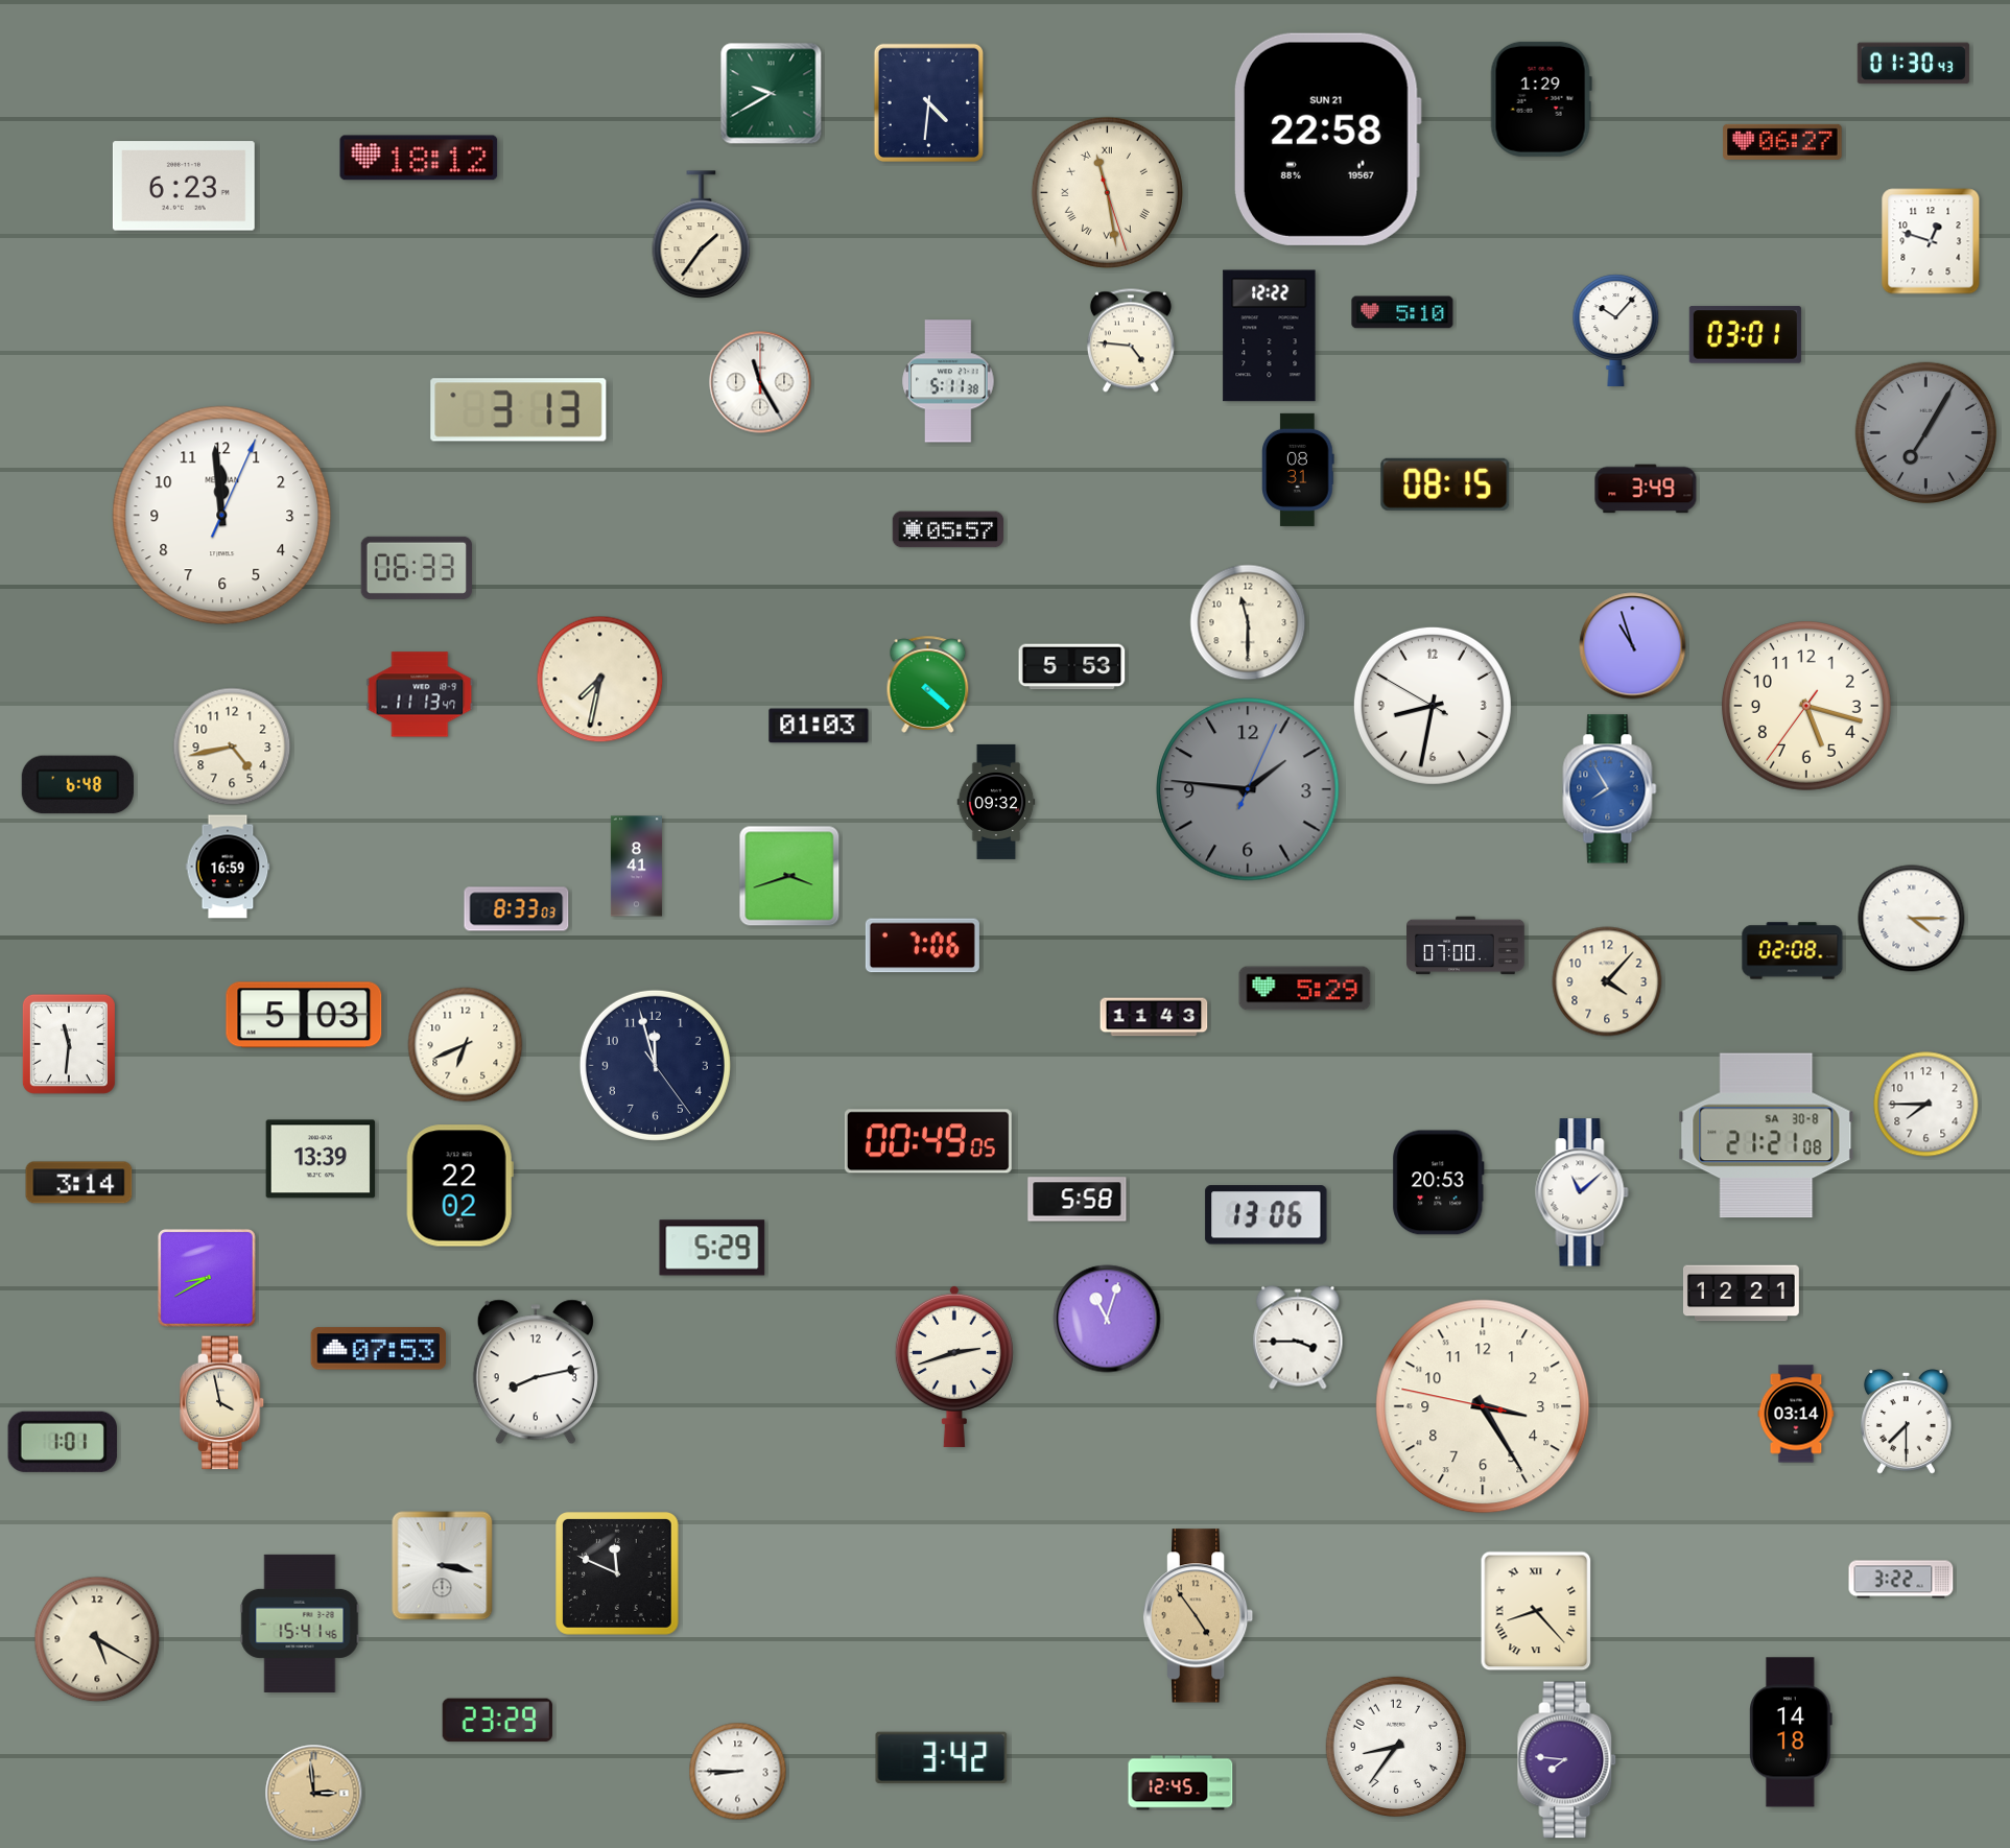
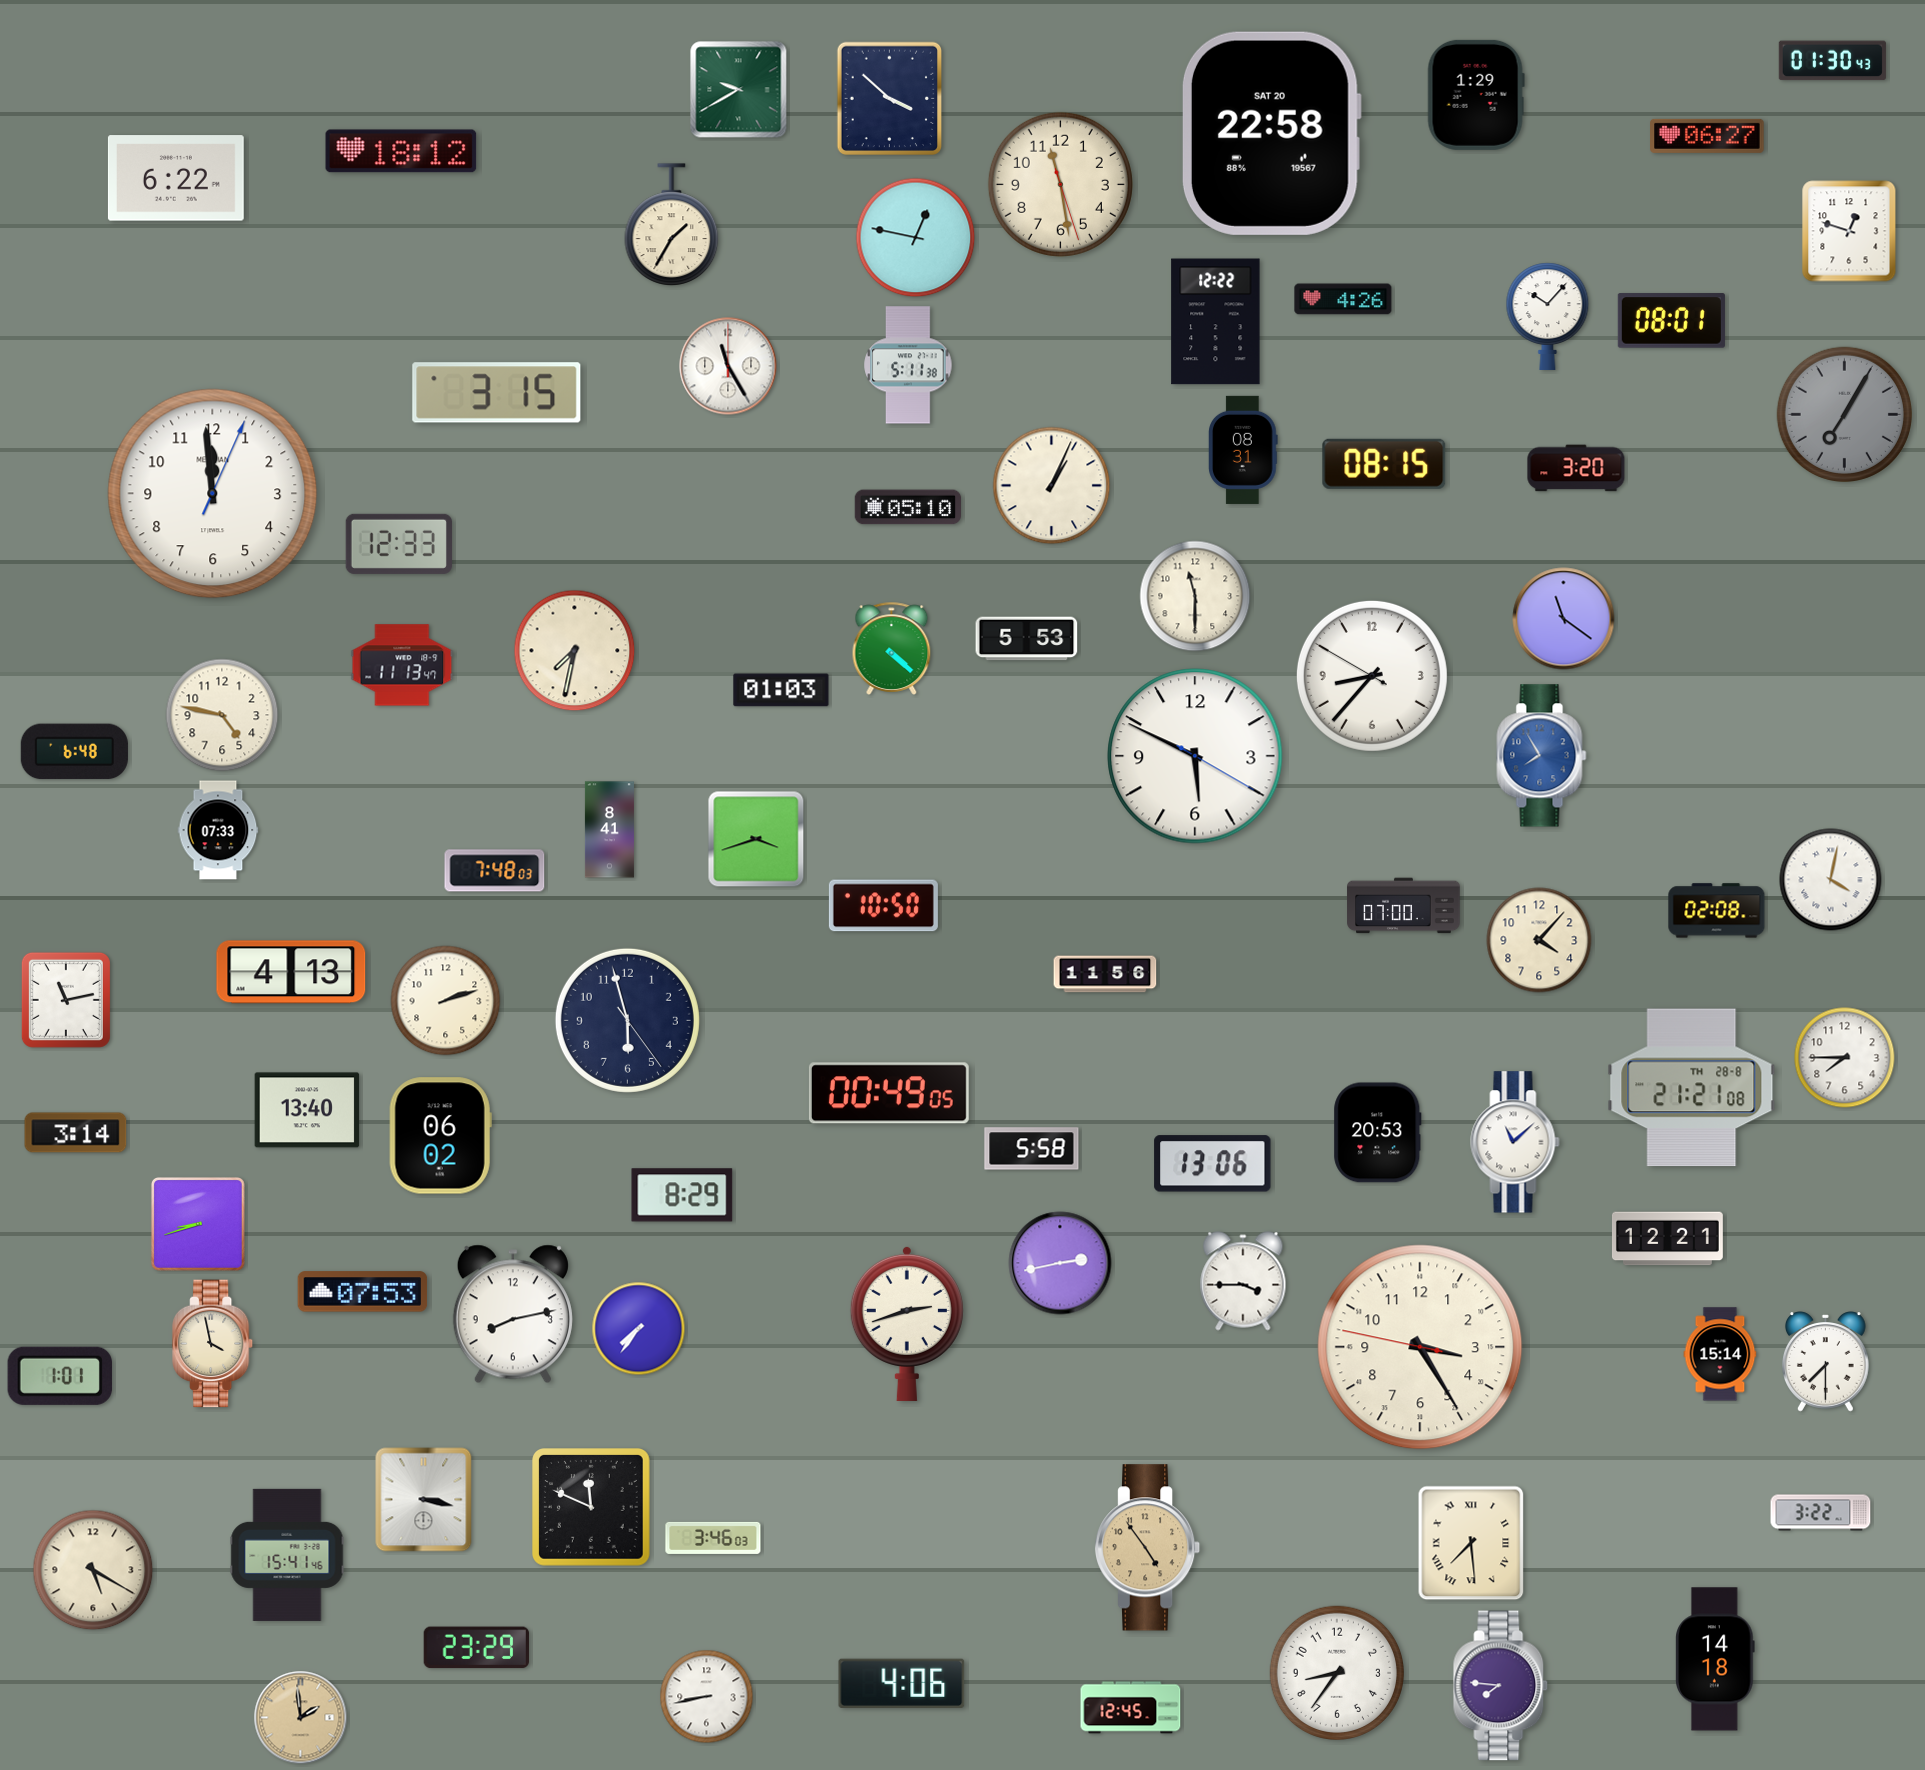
clock at (928, 103): 4:31 -> 3:52
clock at (1327, 139) date: SUN 21 -> SAT 20
clock at (184, 186): 6:23 -> 6:22
clock at (1107, 192) numerals: Roman -> Arabic
clock at (702, 235): 1:36 -> 1:35
clock at (916, 238): none -> 12:47
clock at (1402, 312): 5:10 -> 4:26
clock at (1745, 335): 03:01 -> 08:01
clock at (1131, 340): 4:46 -> none
clock at (519, 410): 3:13 -> 3:15
clock at (1646, 489): 3:49 -> 3:20
clock at (1052, 486): none -> 1:04
clock at (947, 529): 05:57 -> 05:10
clock at (417, 568): 06:33 -> 12:33
clock at (1633, 646): 10:57 -> 11:21
clock at (928, 684) position: (928, 684) -> (892, 648)
clock at (1433, 706): 8:31 -> 8:36
clock at (1806, 706): 5:17 -> none
clock at (819, 726) position: (819, 726) -> (781, 690)
clock at (232, 747): 4:43 -> 4:47
clock at (1248, 789): 1:46 -> 5:49
clock at (1248, 789) dial: grey -> white
clock at (996, 802): 09:32 -> none
clock at (228, 867): 16:59 -> 07:33
clock at (517, 909): 8:33 -> 7:48
clock at (1912, 919): 4:15 -> 4:02
clock at (922, 946): 7:06 -> 10:50
clock at (1305, 989): 5:29 -> none
clock at (304, 1015): 5:03 -> 4:13
clock at (1154, 1017): 11:43 -> 11:56
clock at (69, 1044): 11:31 -> 11:13
clock at (466, 1045): 6:41 -> 2:12
clock at (655, 1065): 11:57 -> 5:57
clock at (1767, 1136) date: SA 30-8 -> TH 28-8
clock at (321, 1159): 13:39 -> 13:40
clock at (459, 1186): 22:02 -> 06:02
clock at (712, 1248): 5:29 -> 8:29
clock at (207, 1278): 8:40 -> 8:42
clock at (1107, 1319): 11:03 -> 2:43
clock at (954, 1366) position: (954, 1366) -> (907, 1323)
clock at (639, 1329): none -> 7:36
clock at (1796, 1414): 03:14 -> 15:14
clock at (63, 1442) position: (63, 1442) -> (60, 1376)
clock at (713, 1538): none -> 3:46
clock at (1536, 1611): 8:23 -> 7:29
clock at (942, 1757): 3:42 -> 4:06
clock at (738, 1772): 8:45 -> 8:43
clock at (314, 1794): 2:59 -> 1:59
